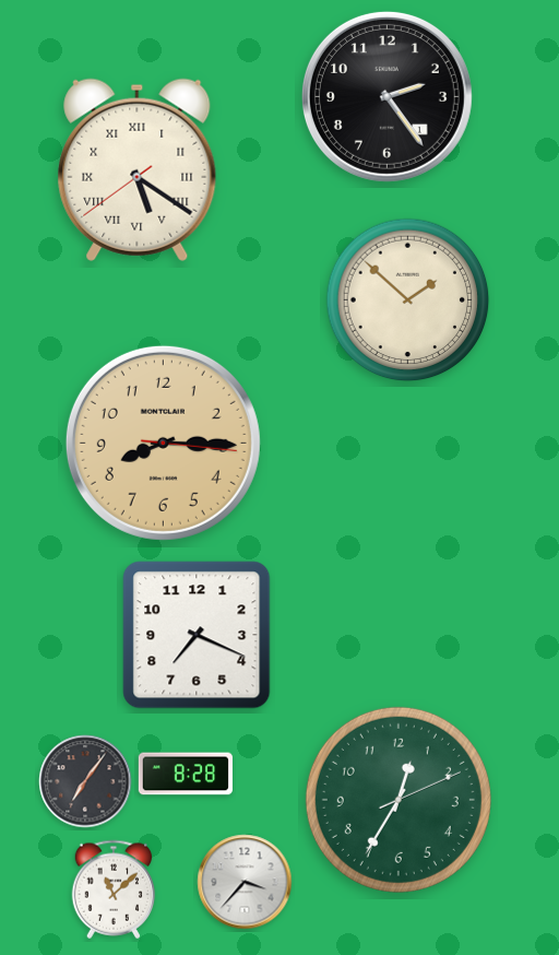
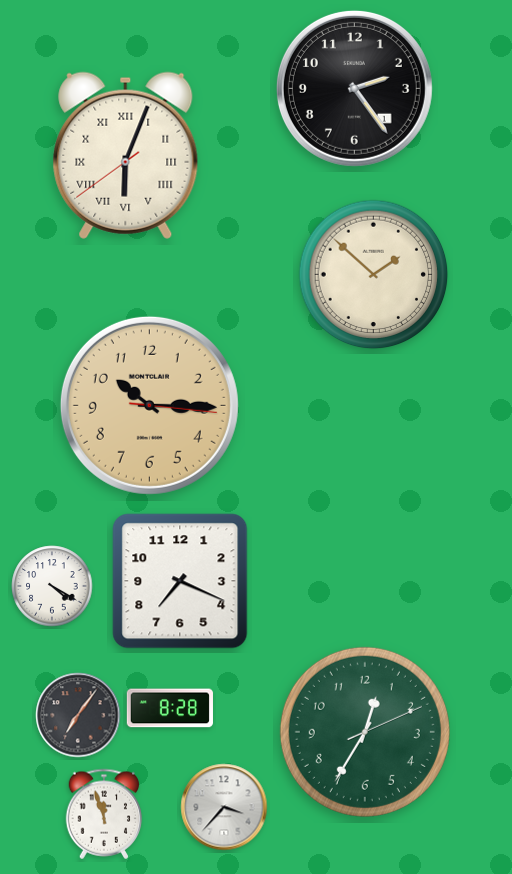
clock at (138, 169): 5:20 -> 6:03
clock at (163, 443): 8:15 -> 10:15
clock at (52, 586): none -> 4:20
clock at (114, 889): 11:08 -> 11:57
